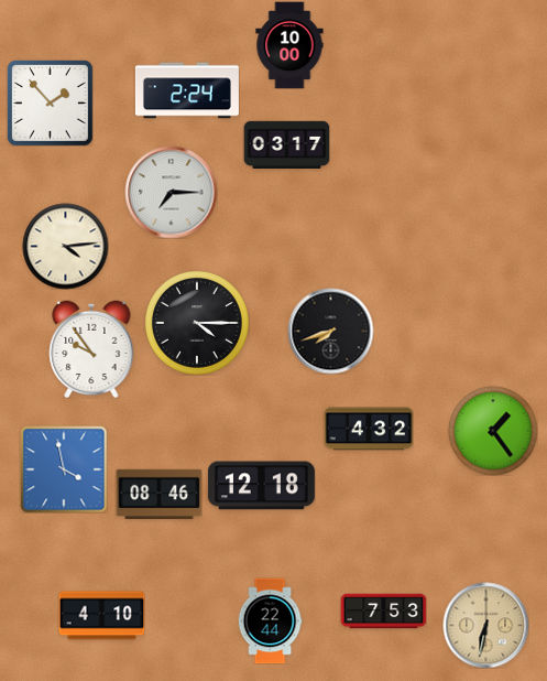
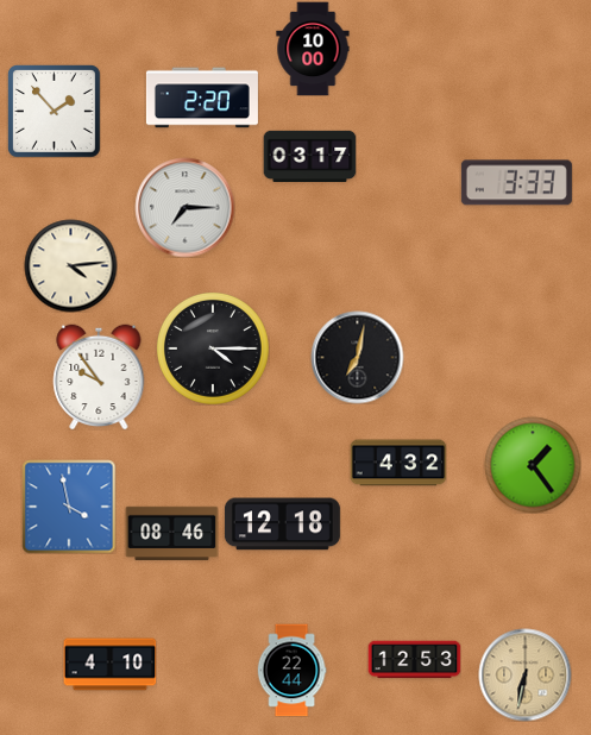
clock at (187, 90): 2:24 -> 2:20
clock at (516, 183): none -> 3:33
clock at (330, 331): 7:42 -> 7:02
clock at (383, 612): 7:53 -> 12:53
